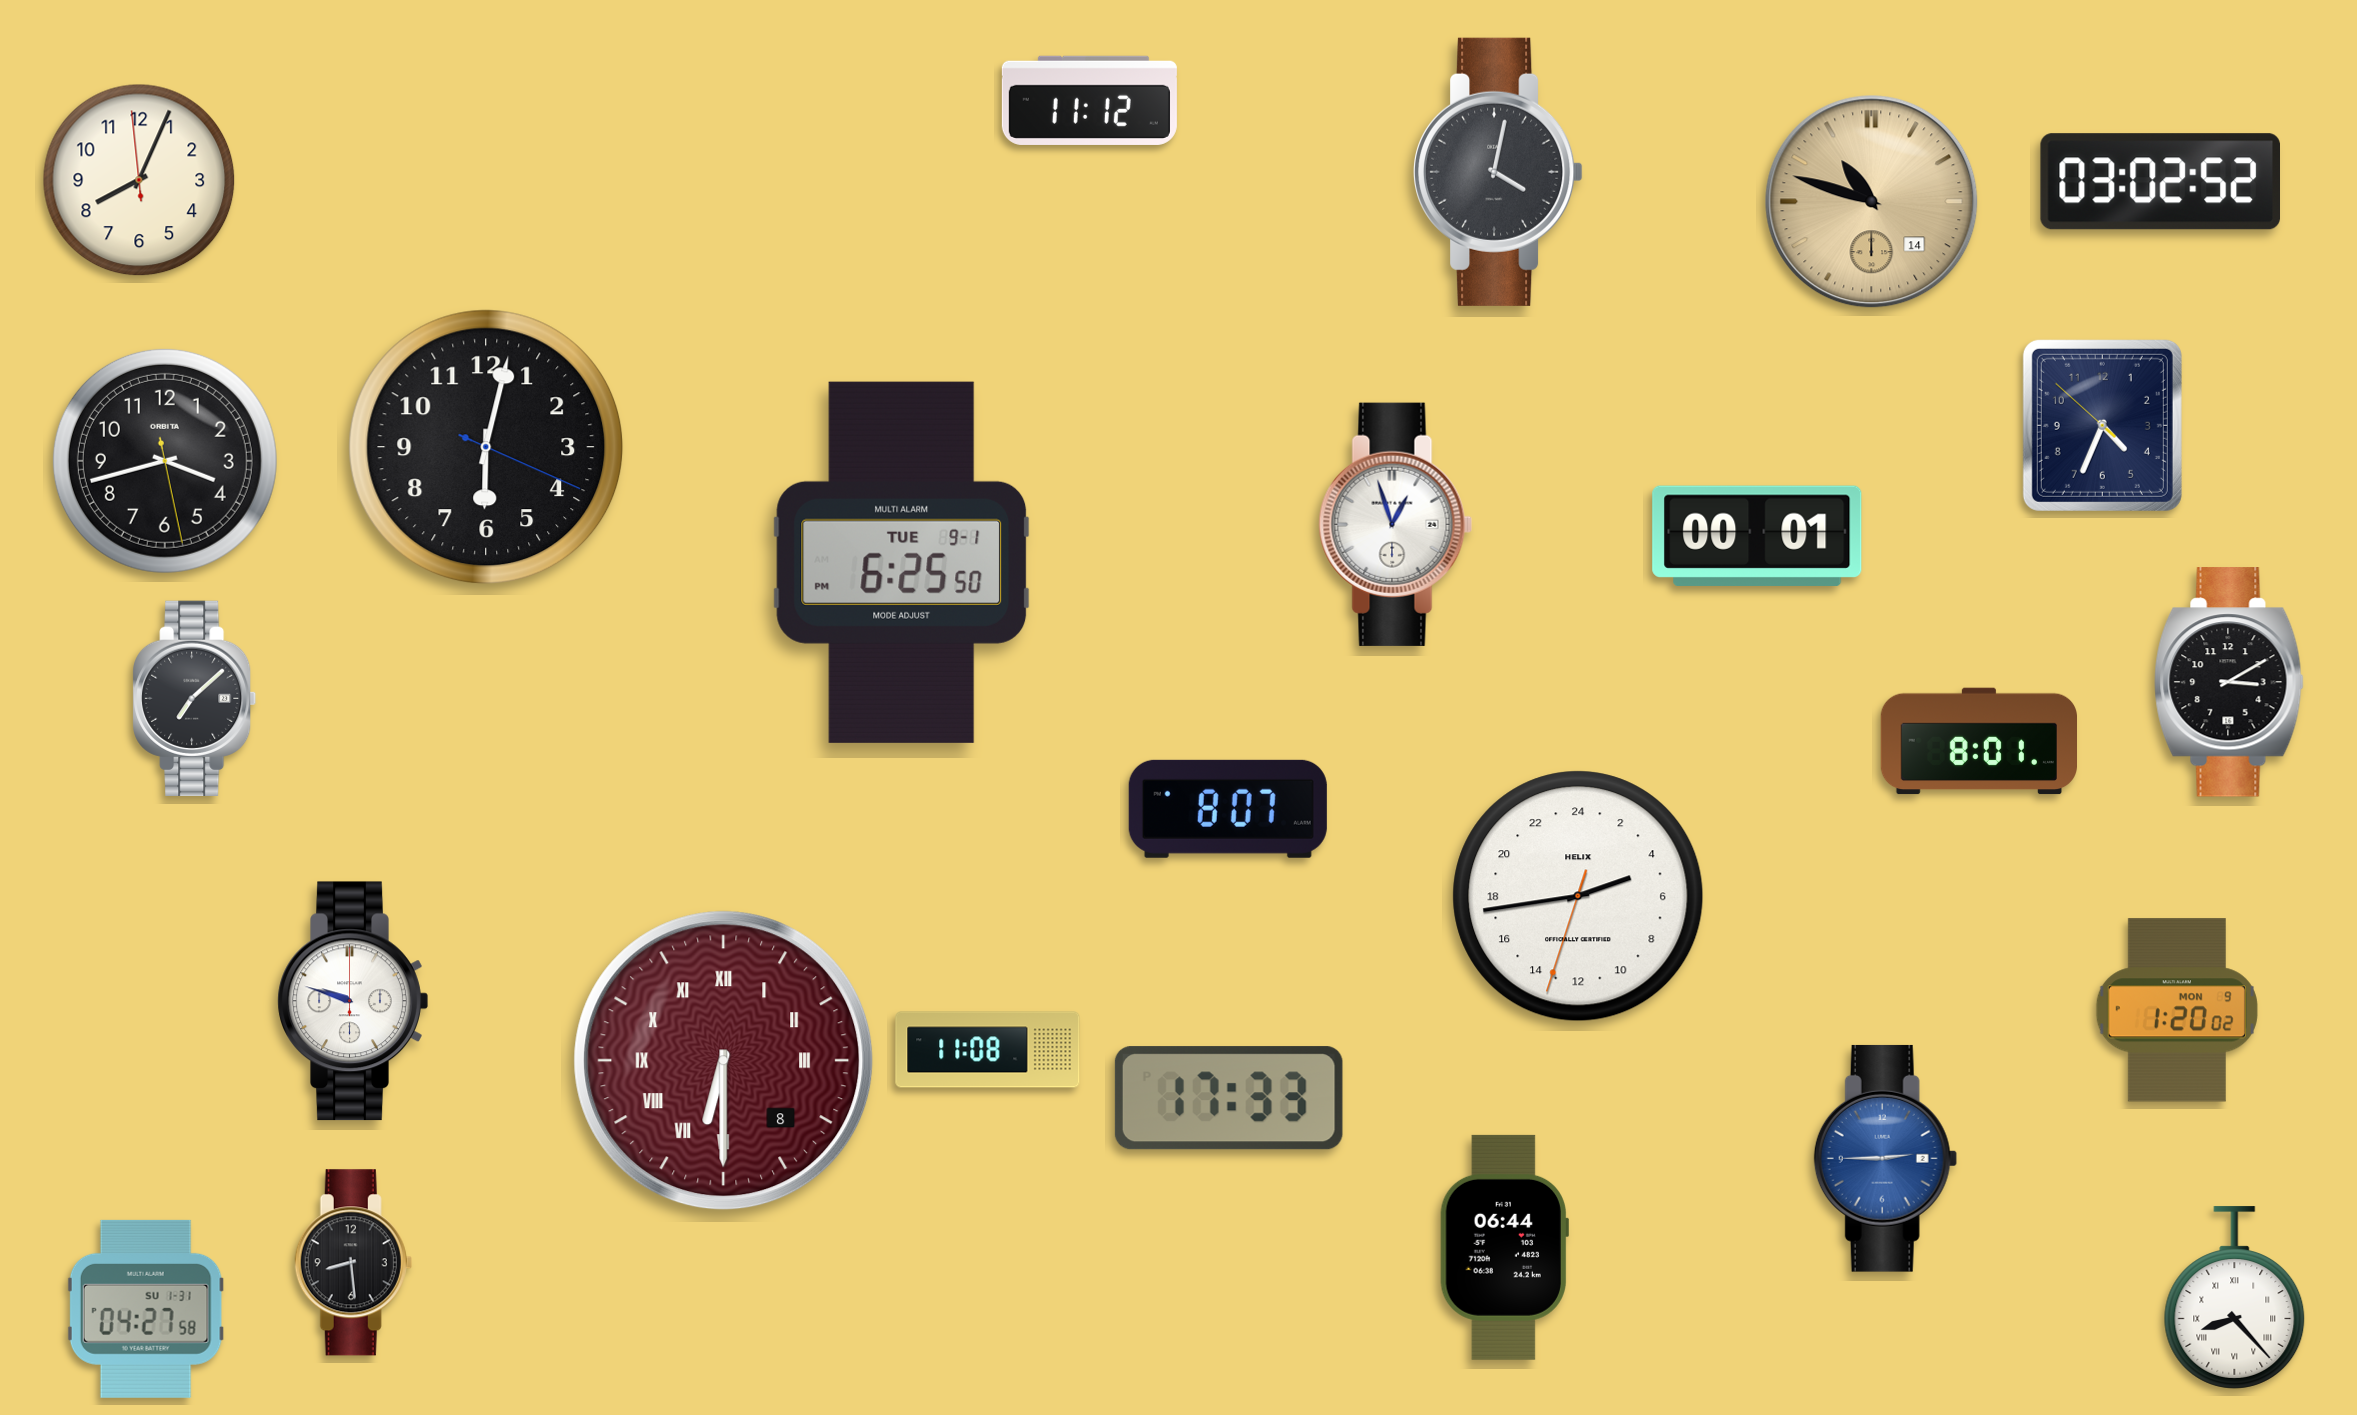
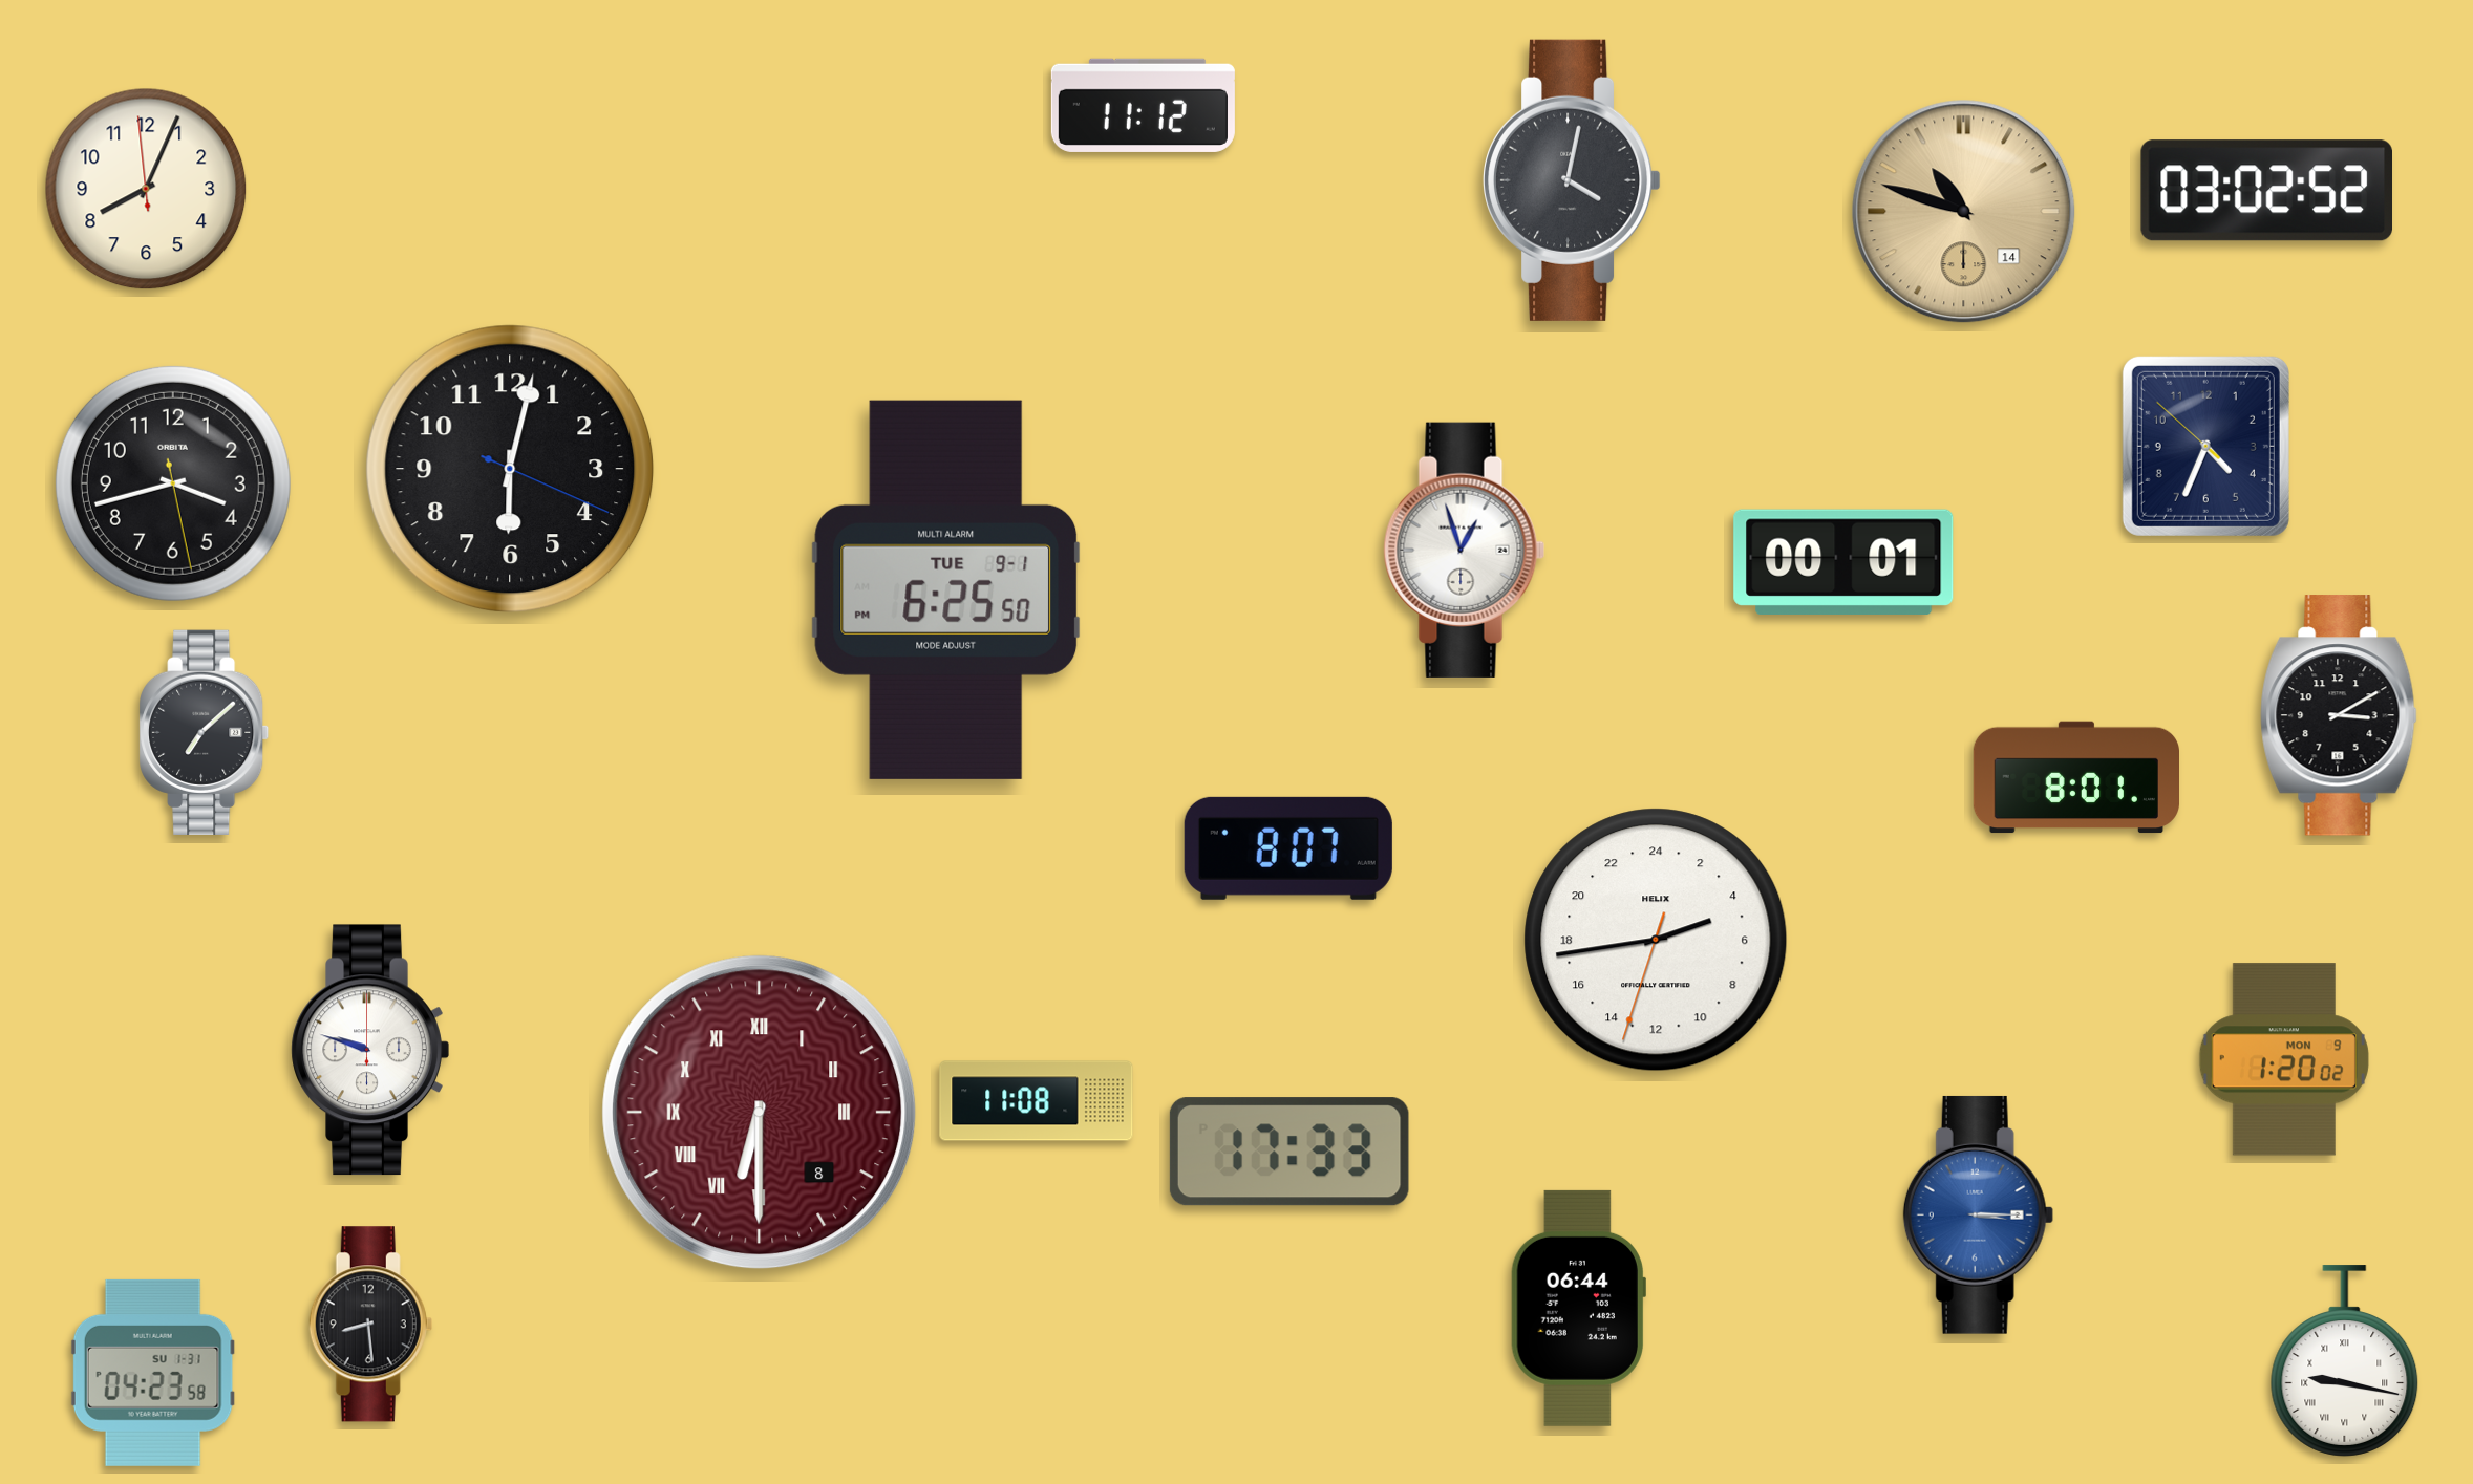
clock at (1885, 1158): 2:45 -> 3:15
clock at (2235, 1298): 8:23 -> 9:17
clock at (146, 1309): 04:27 -> 04:23
